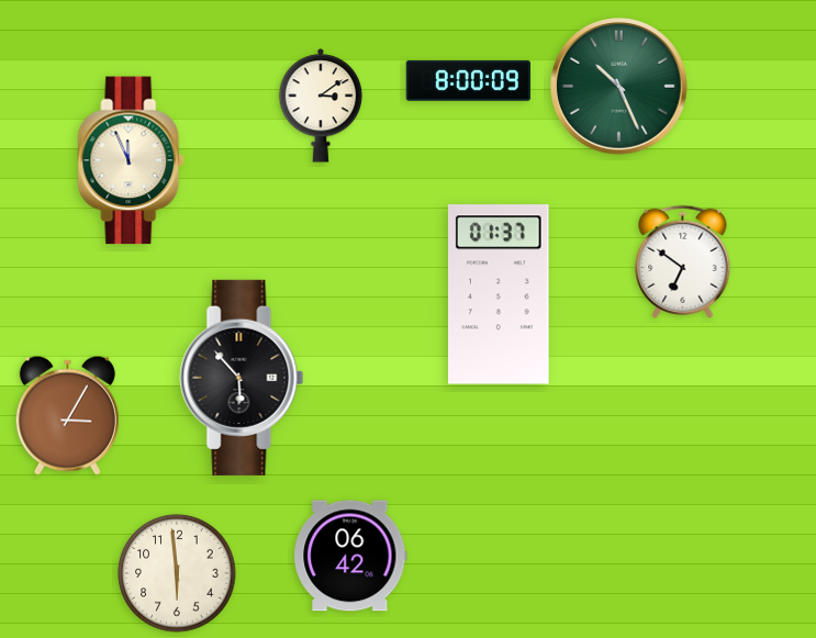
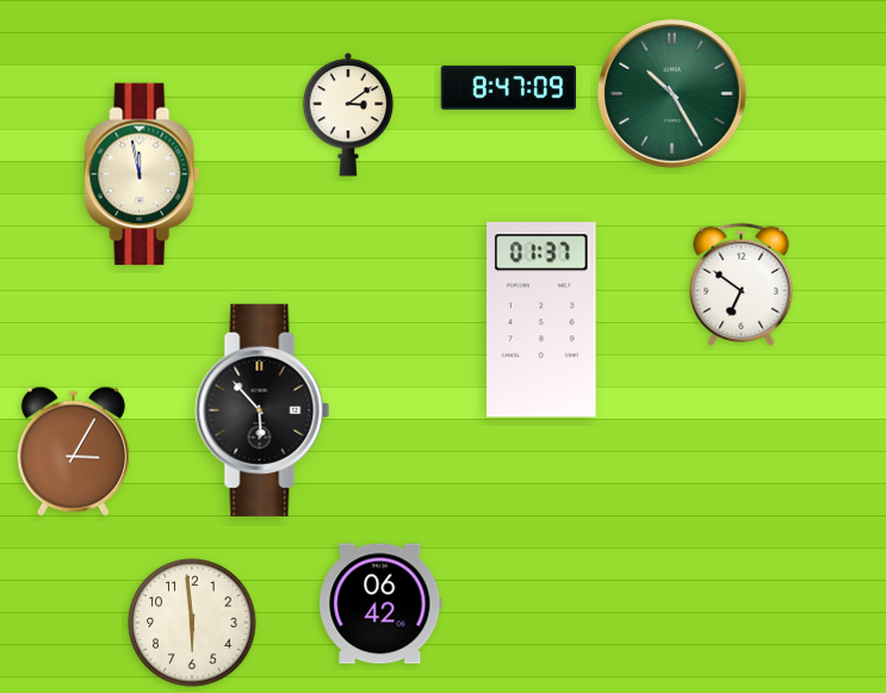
clock at (468, 80): 8:00 -> 8:47
clock at (619, 87): 10:26 -> 10:25
clock at (131, 160): 11:56 -> 11:58
